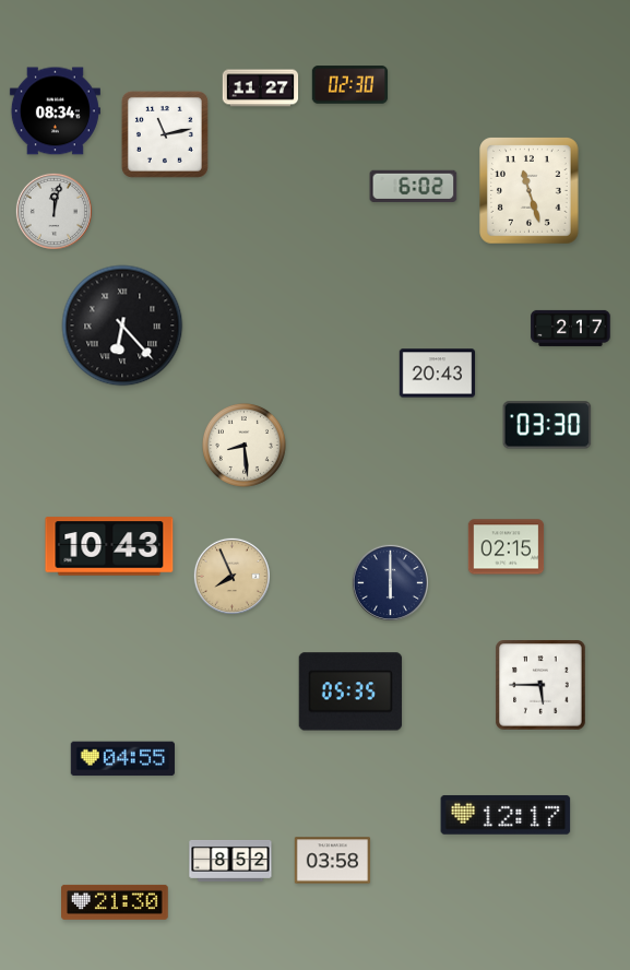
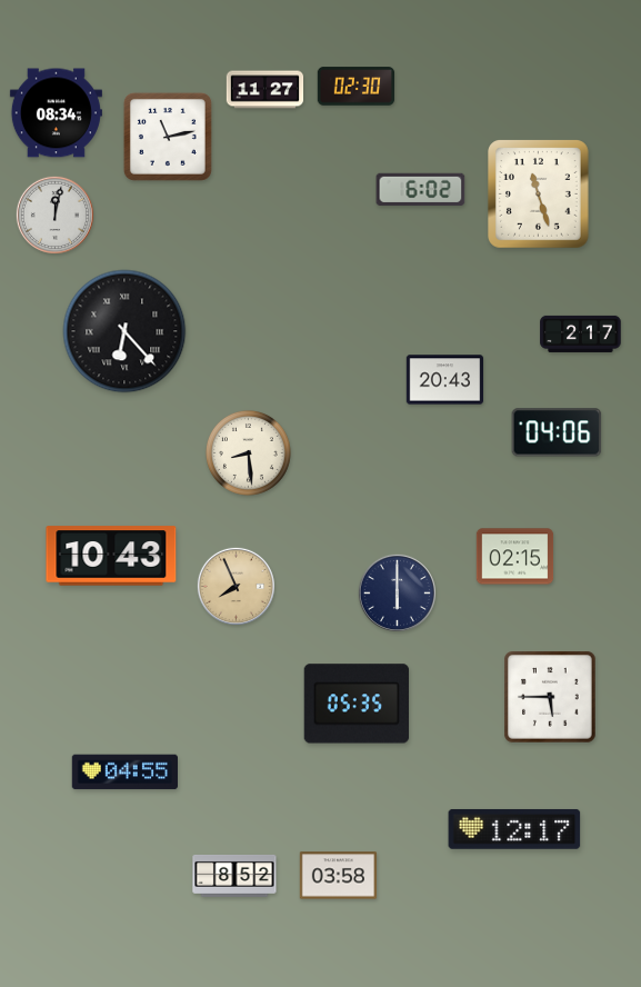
clock at (547, 425): 03:30 -> 04:06
clock at (116, 902): 21:30 -> none
